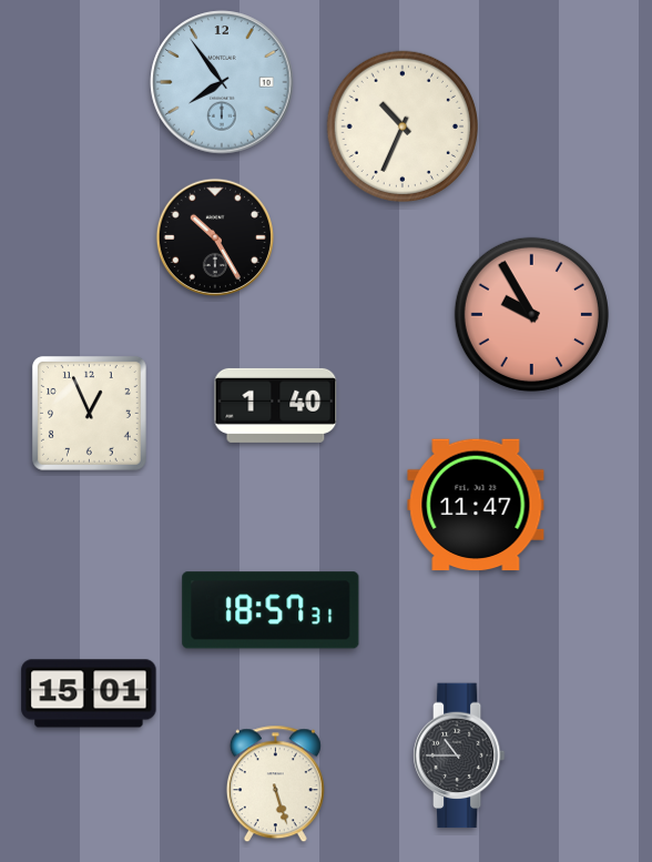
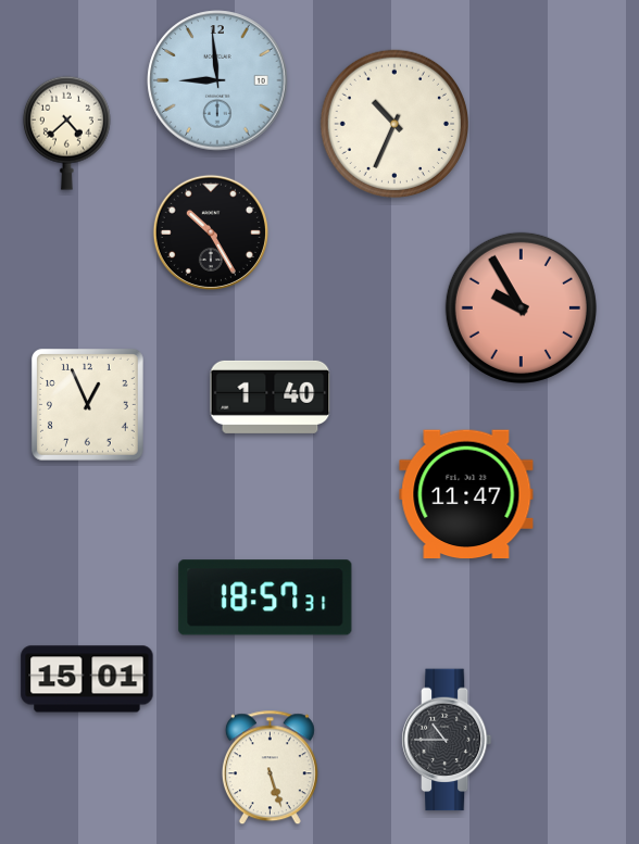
clock at (222, 82): 7:54 -> 8:59
clock at (66, 133): none -> 4:38
clock at (459, 755) position: (459, 755) -> (447, 740)
